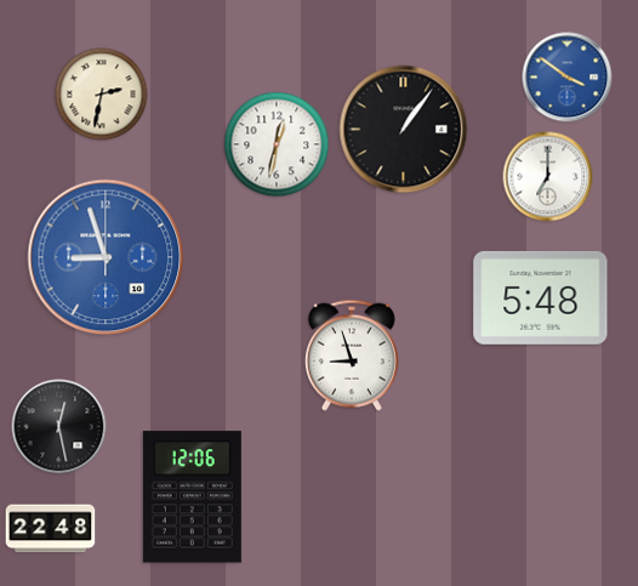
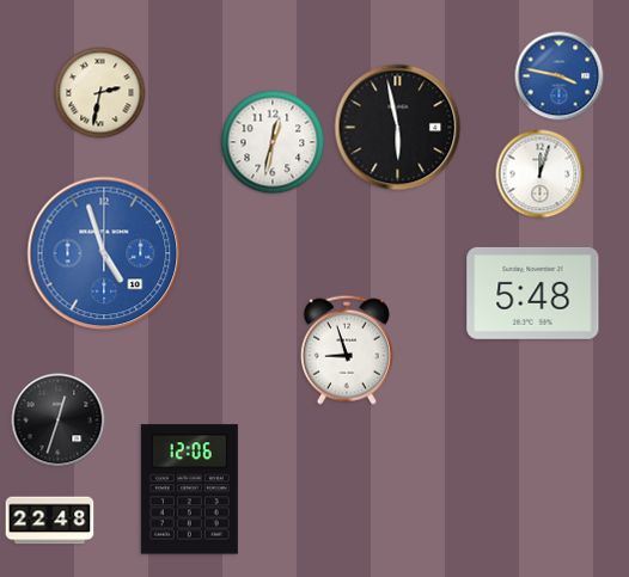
clock at (568, 78): 3:51 -> 3:47
clock at (404, 130): 1:06 -> 5:58
clock at (548, 177): 7:00 -> 12:03
clock at (106, 257): 8:57 -> 4:57
clock at (59, 427): 12:28 -> 12:33
